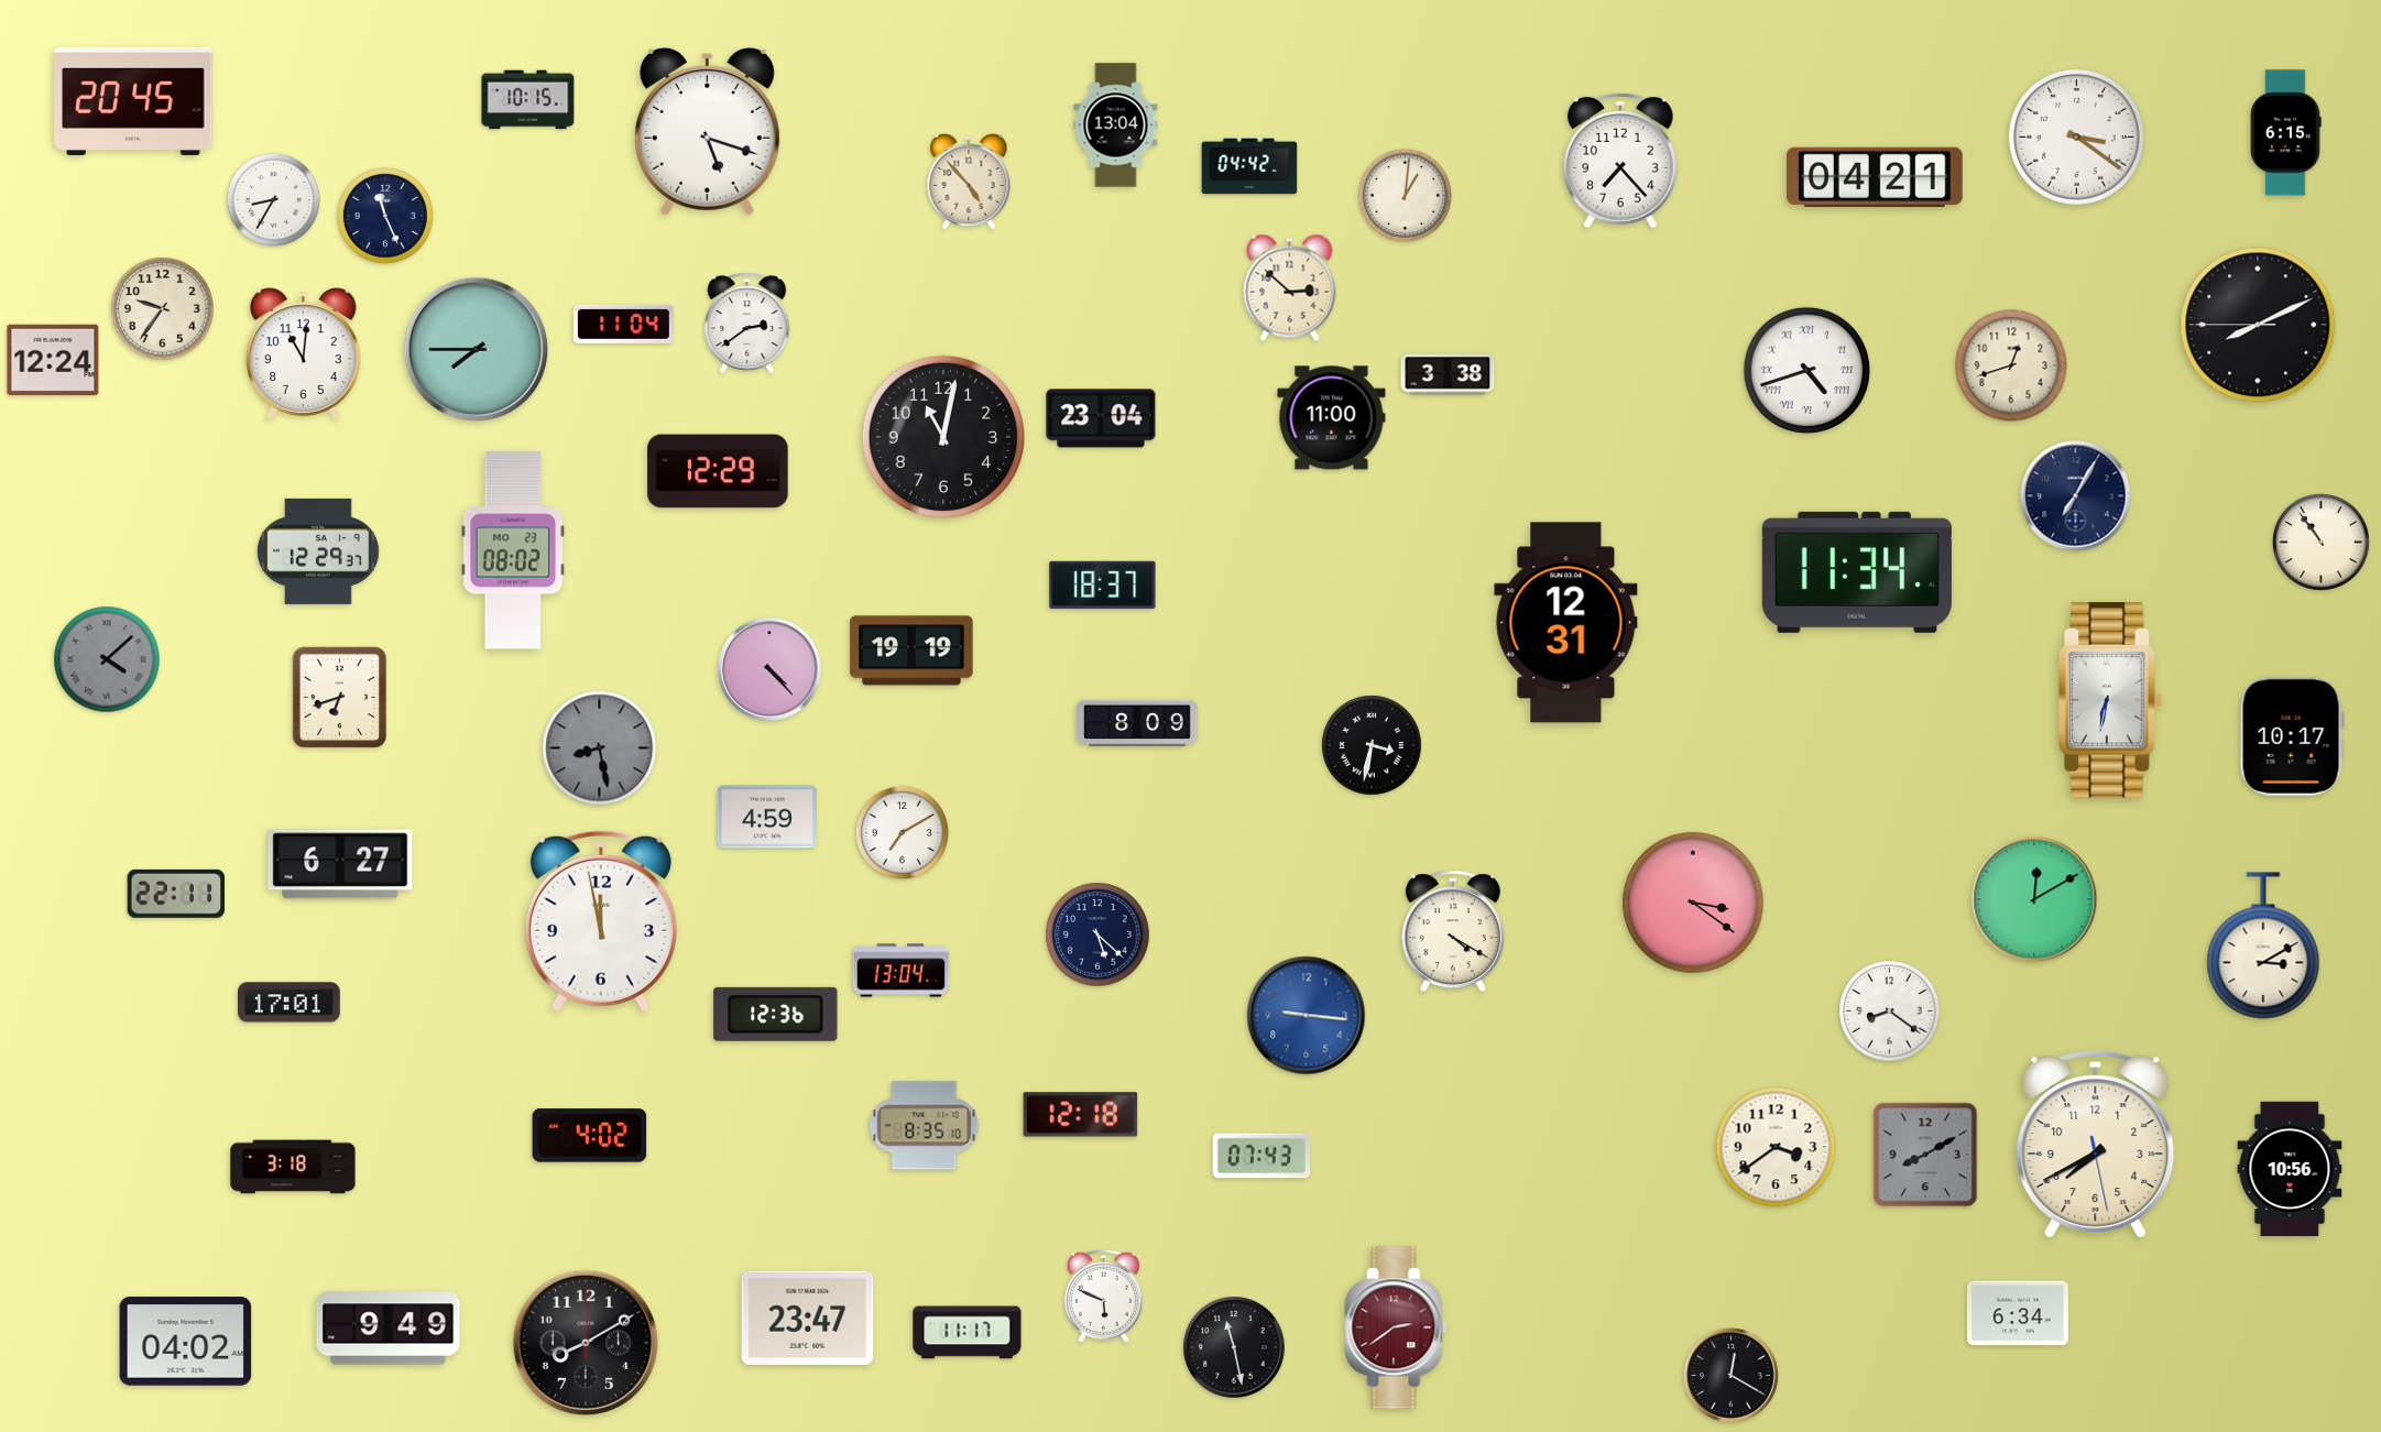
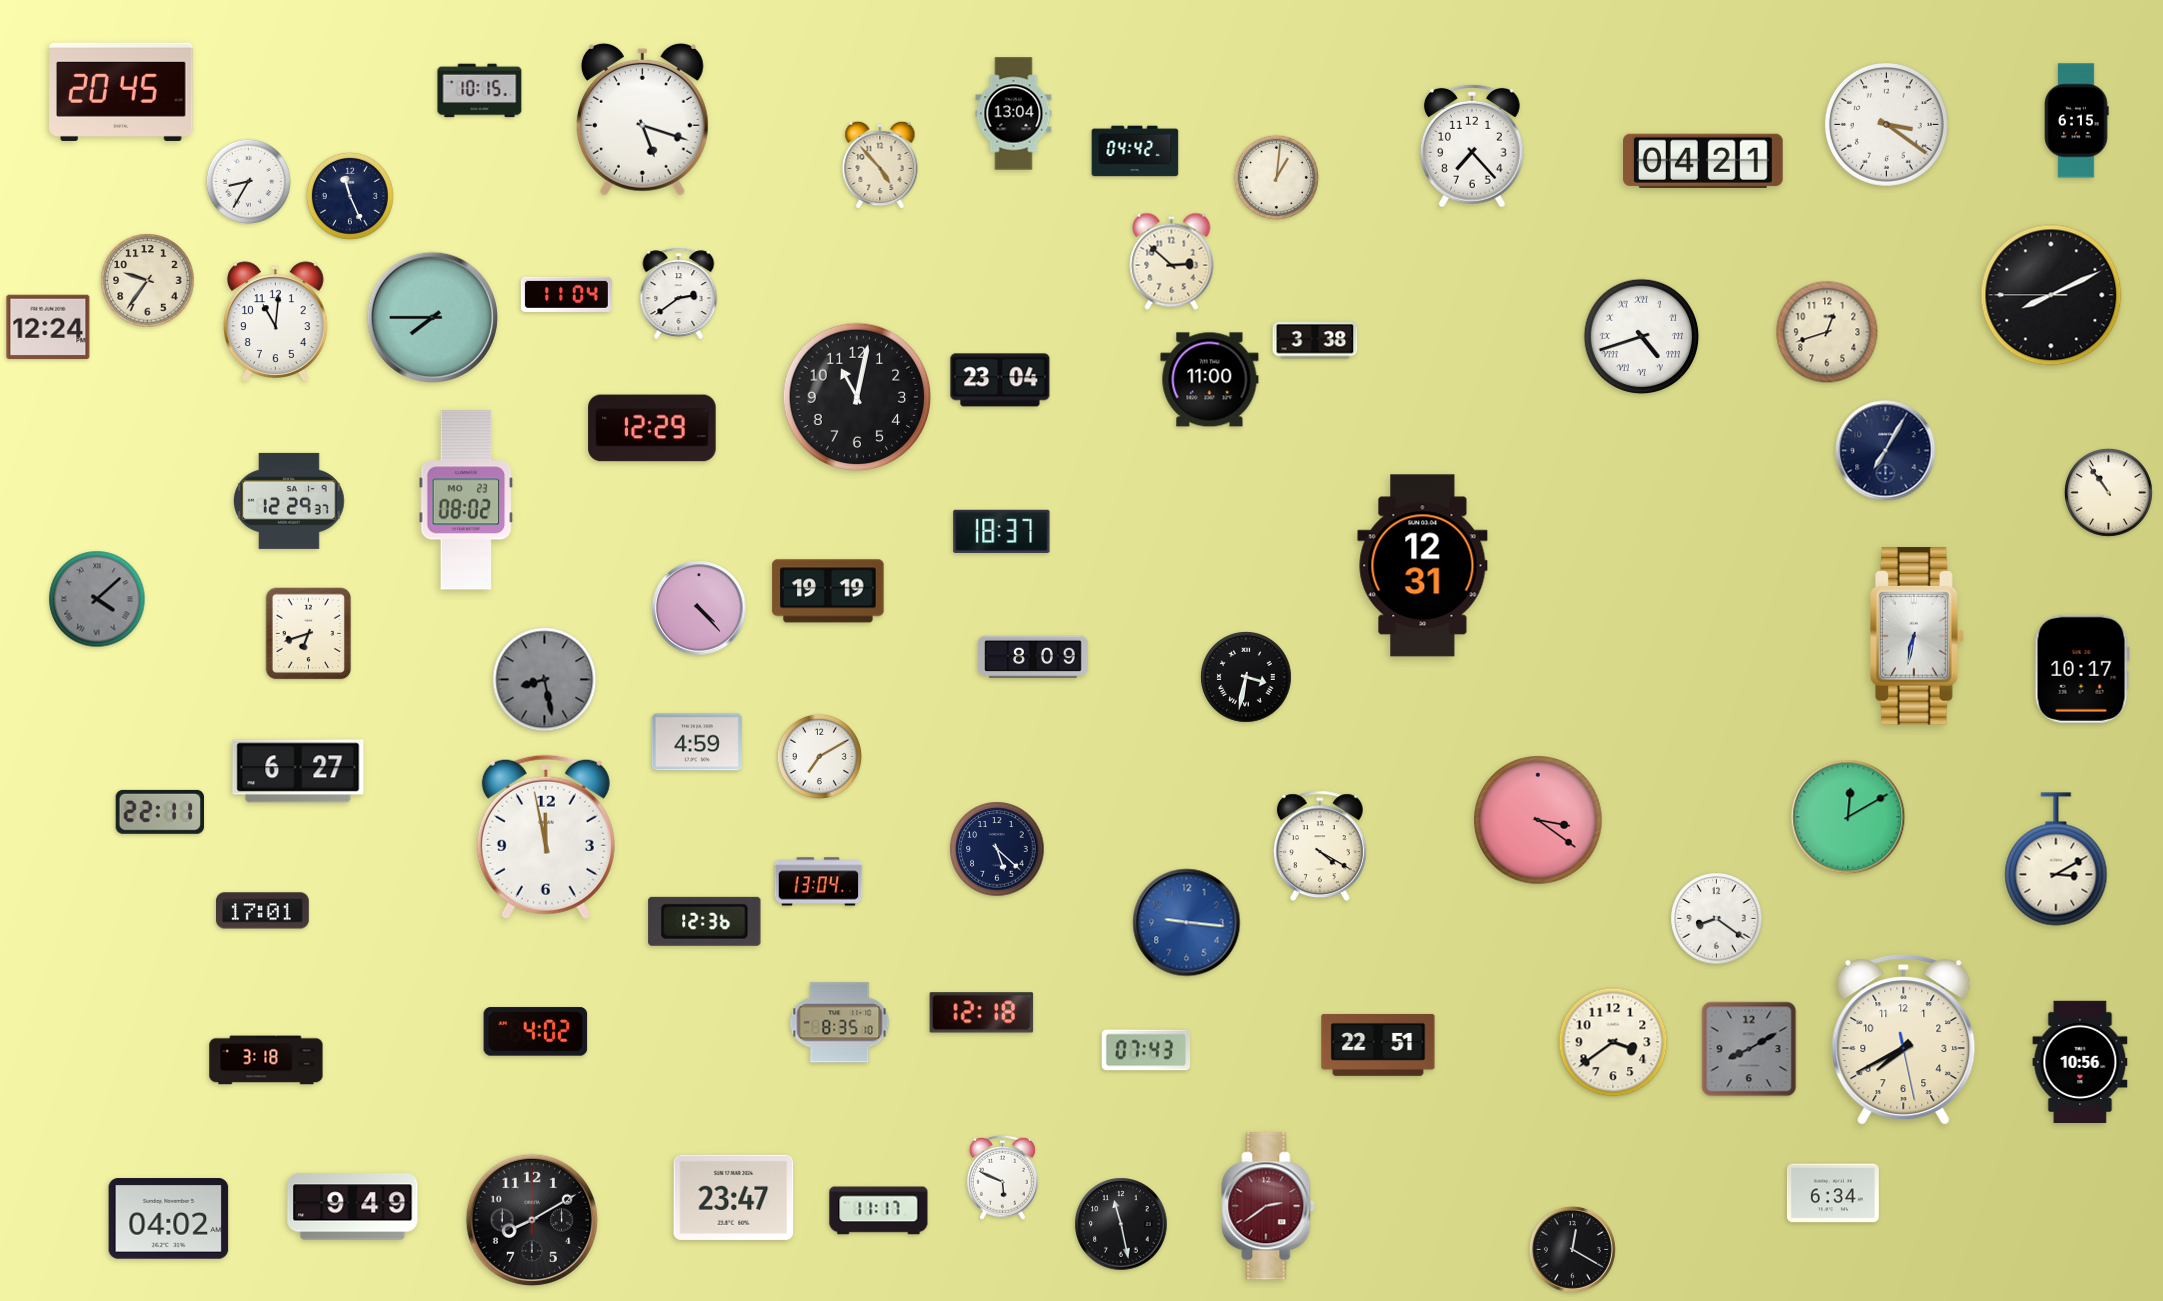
clock at (1857, 572): 11:34 -> none
clock at (340, 864) position: (340, 864) -> (298, 771)
clock at (1378, 1045): none -> 22:51
